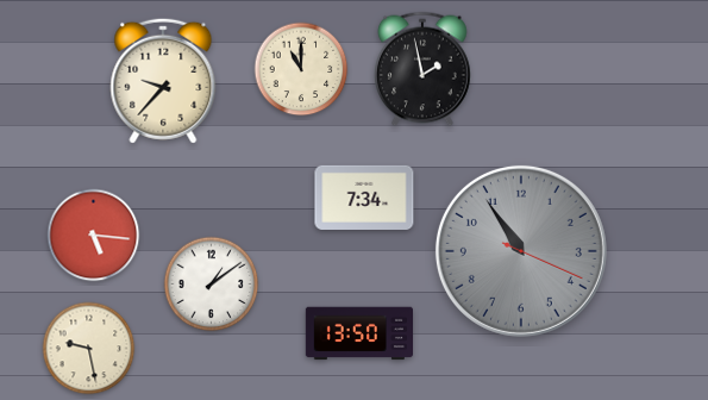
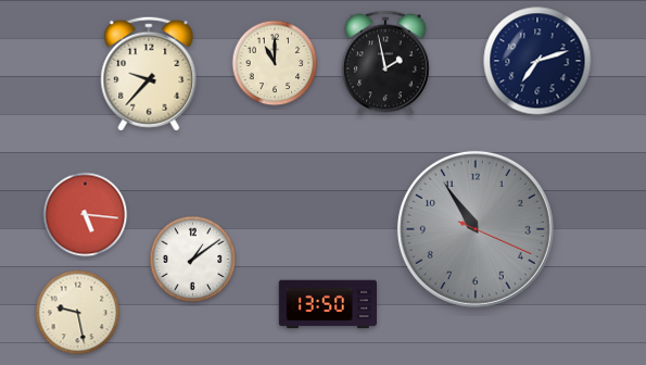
clock at (537, 61): none -> 7:12
clock at (364, 198): 7:34 -> none
clock at (89, 349) position: (89, 349) -> (78, 313)
